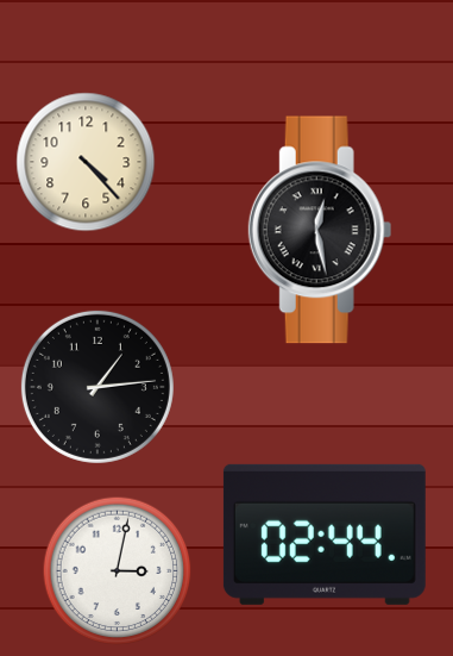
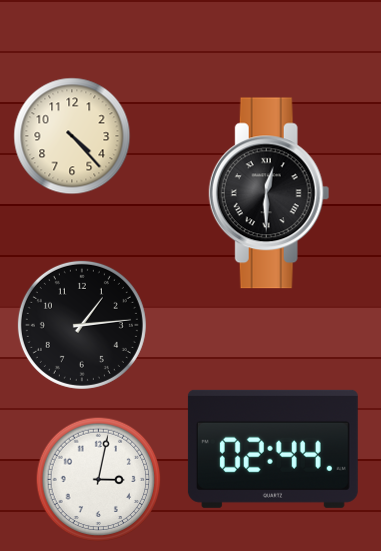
clock at (320, 230): 12:28 -> 12:30
